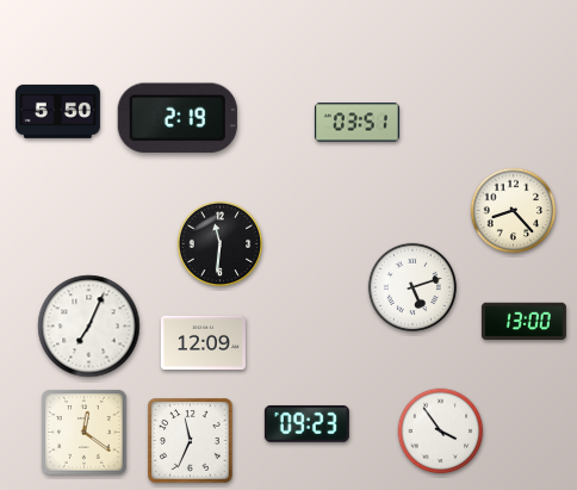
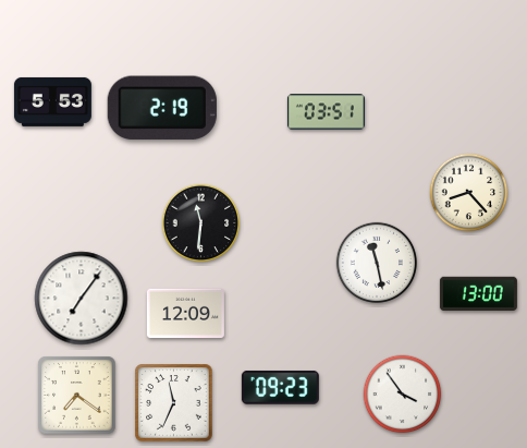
clock at (57, 111): 5:50 -> 5:53
clock at (412, 287): 5:12 -> 11:28
clock at (89, 327): 7:04 -> 7:06
clock at (85, 433): 12:21 -> 7:21
